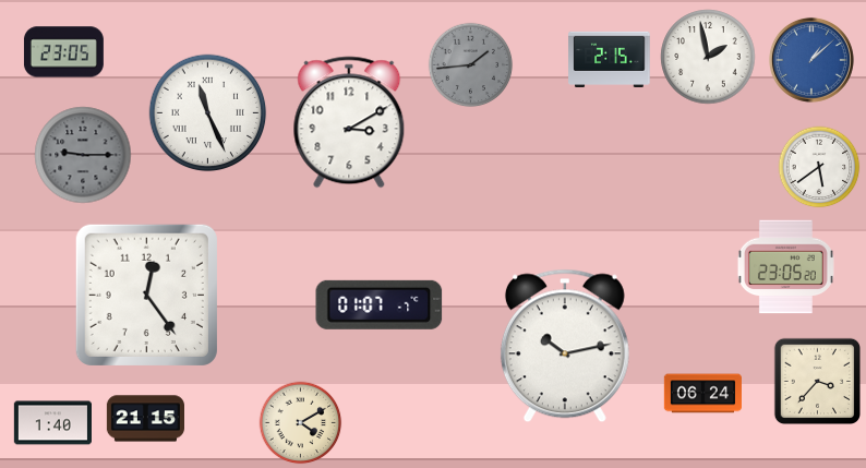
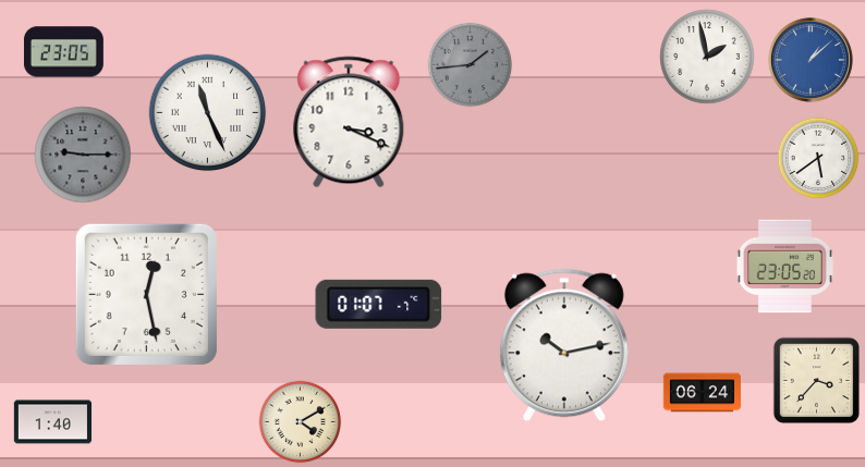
clock at (610, 59): 2:15 -> none
clock at (349, 122): 3:10 -> 3:19
clock at (819, 167) position: (819, 167) -> (818, 158)
clock at (146, 295): 12:24 -> 12:28
clock at (145, 419): 21:15 -> none
